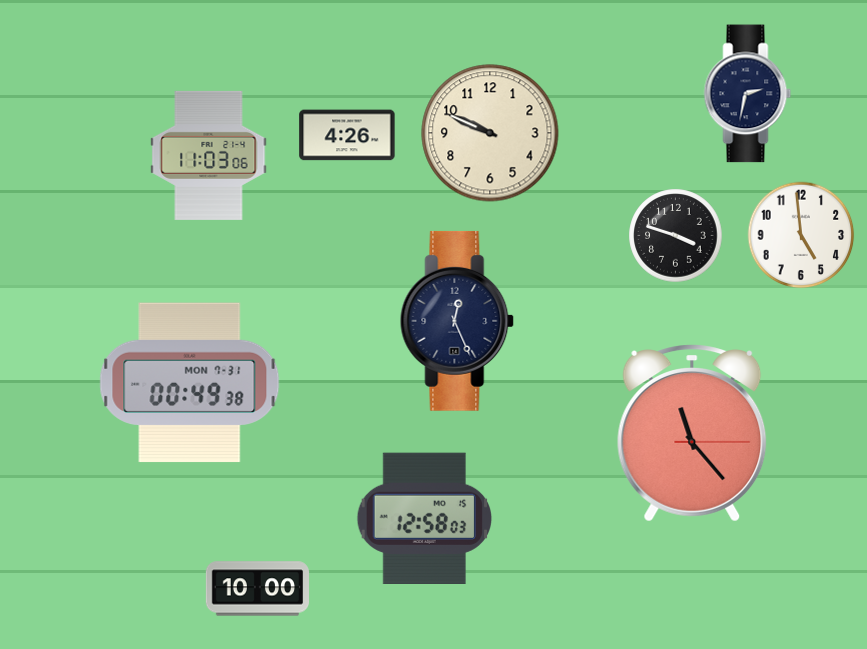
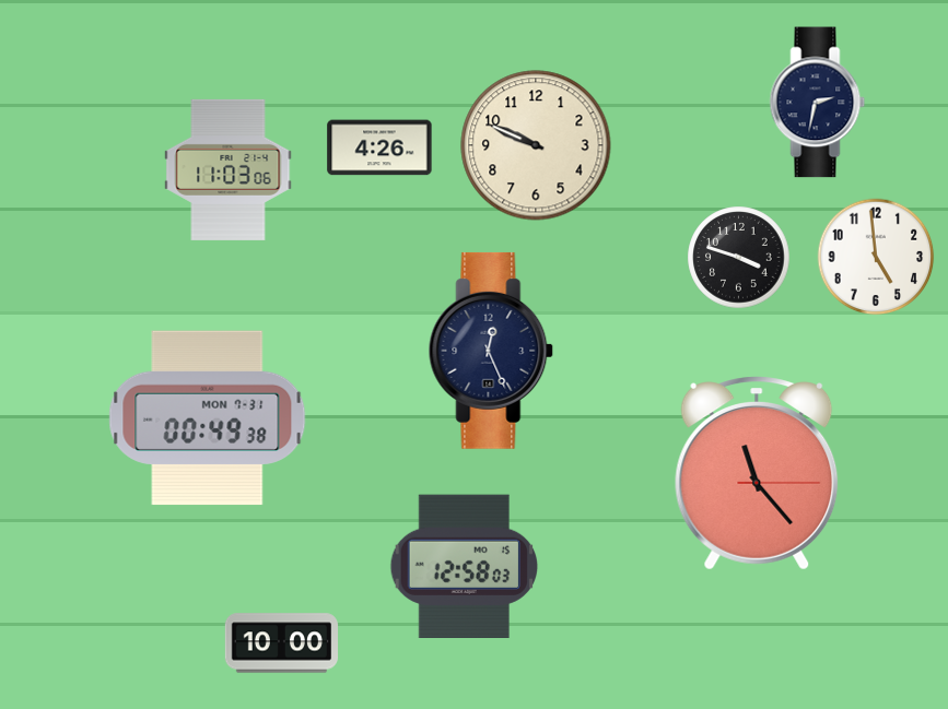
clock at (457, 321) position: (457, 321) -> (491, 351)
